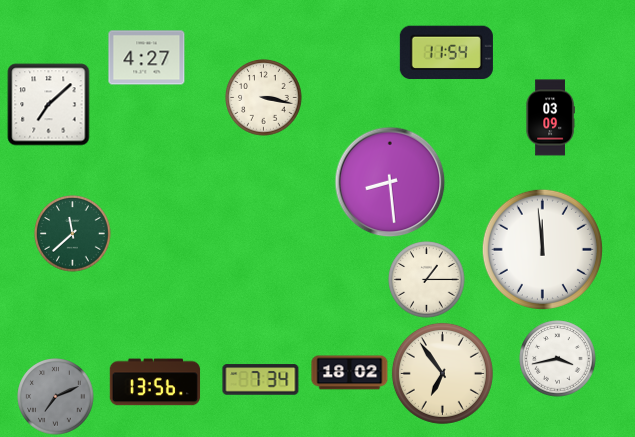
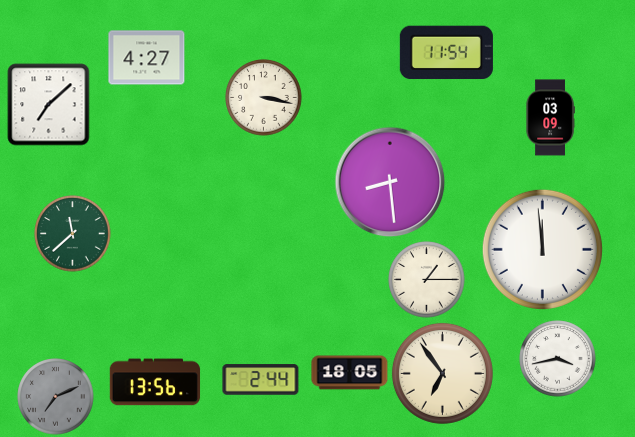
clock at (350, 373): 18:02 -> 18:05
clock at (261, 380): 7:34 -> 2:44
